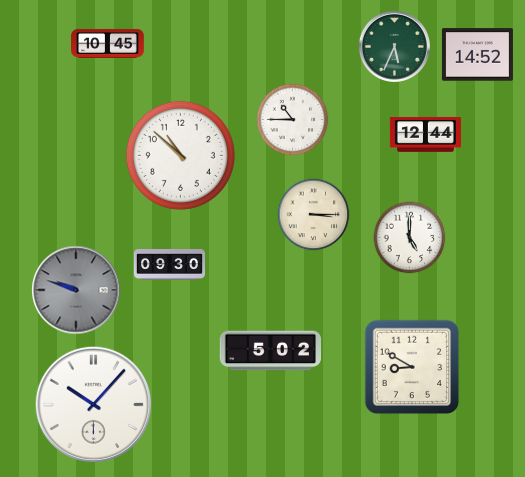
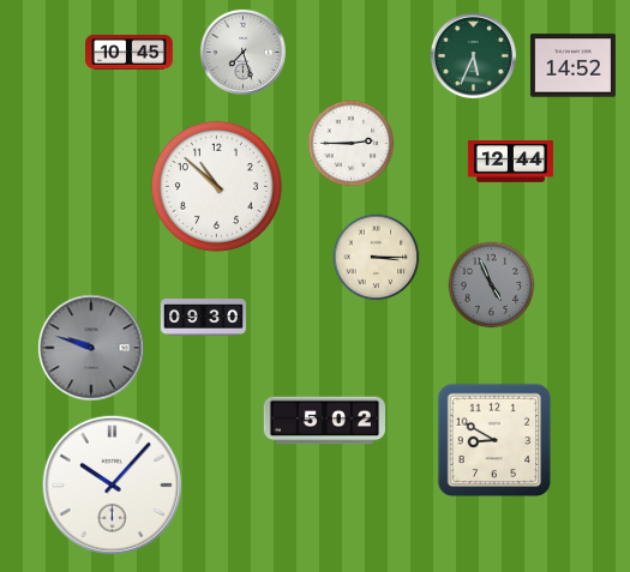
clock at (242, 52): none -> 7:27
clock at (293, 120): 10:45 -> 2:45
clock at (410, 238): 5:00 -> 4:56
clock at (410, 238) dial: white -> grey
